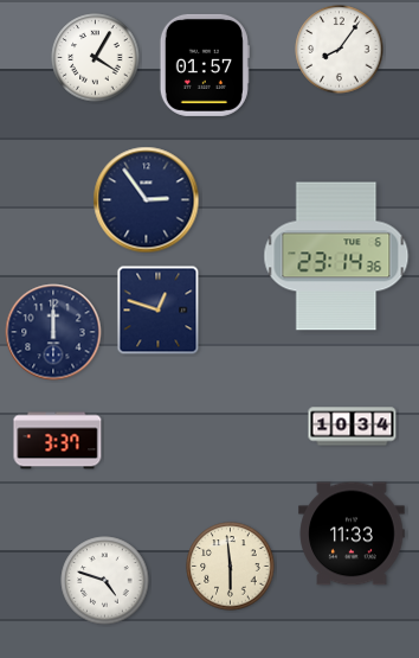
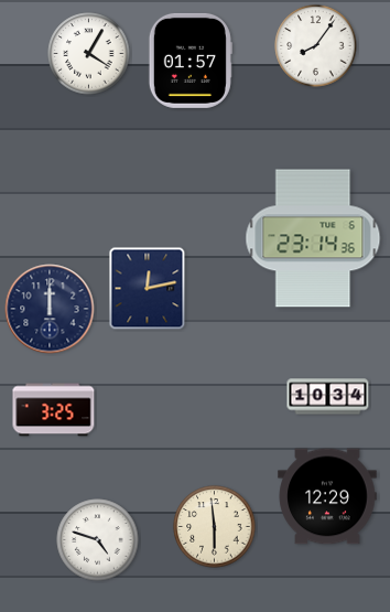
clock at (147, 200): 2:54 -> none
clock at (159, 311): 12:48 -> 12:13
clock at (58, 441): 3:37 -> 3:25
clock at (352, 534): 11:33 -> 12:29
